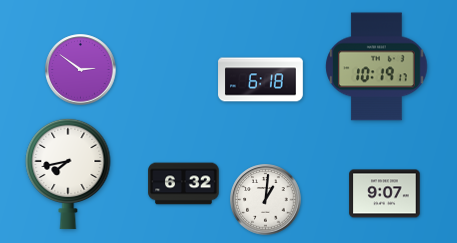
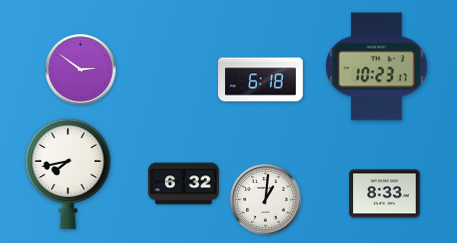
clock at (377, 67): 10:19 -> 10:23
clock at (385, 194): 9:07 -> 8:33
